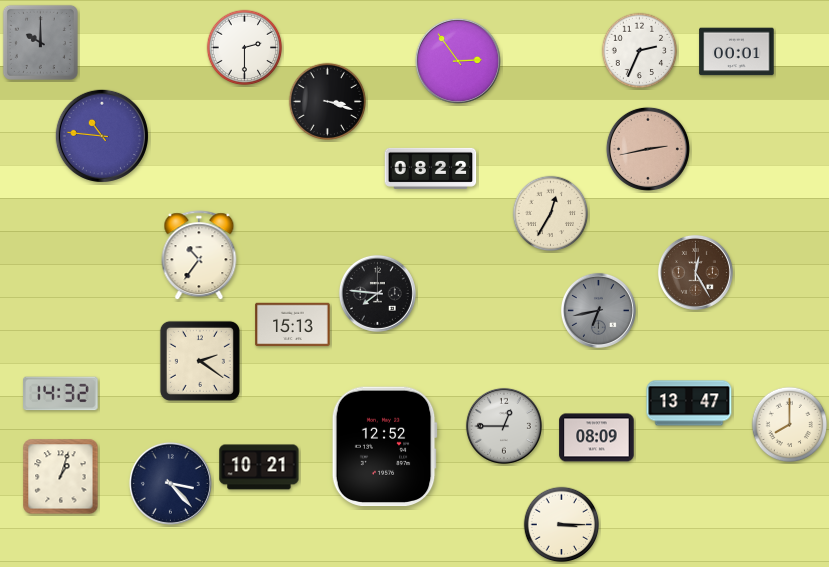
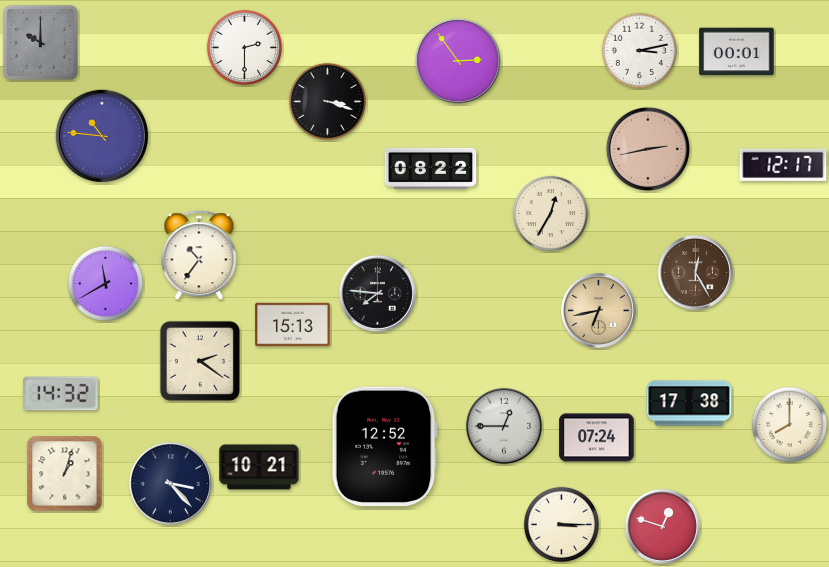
clock at (640, 51): 2:34 -> 3:13
clock at (783, 165): none -> 12:17
clock at (106, 284): none -> 11:40
clock at (598, 310) dial: grey -> champagne
clock at (689, 403): 13:47 -> 17:38
clock at (597, 438): 08:09 -> 07:24
clock at (61, 477) position: (61, 477) -> (65, 474)
clock at (662, 526): none -> 12:48
